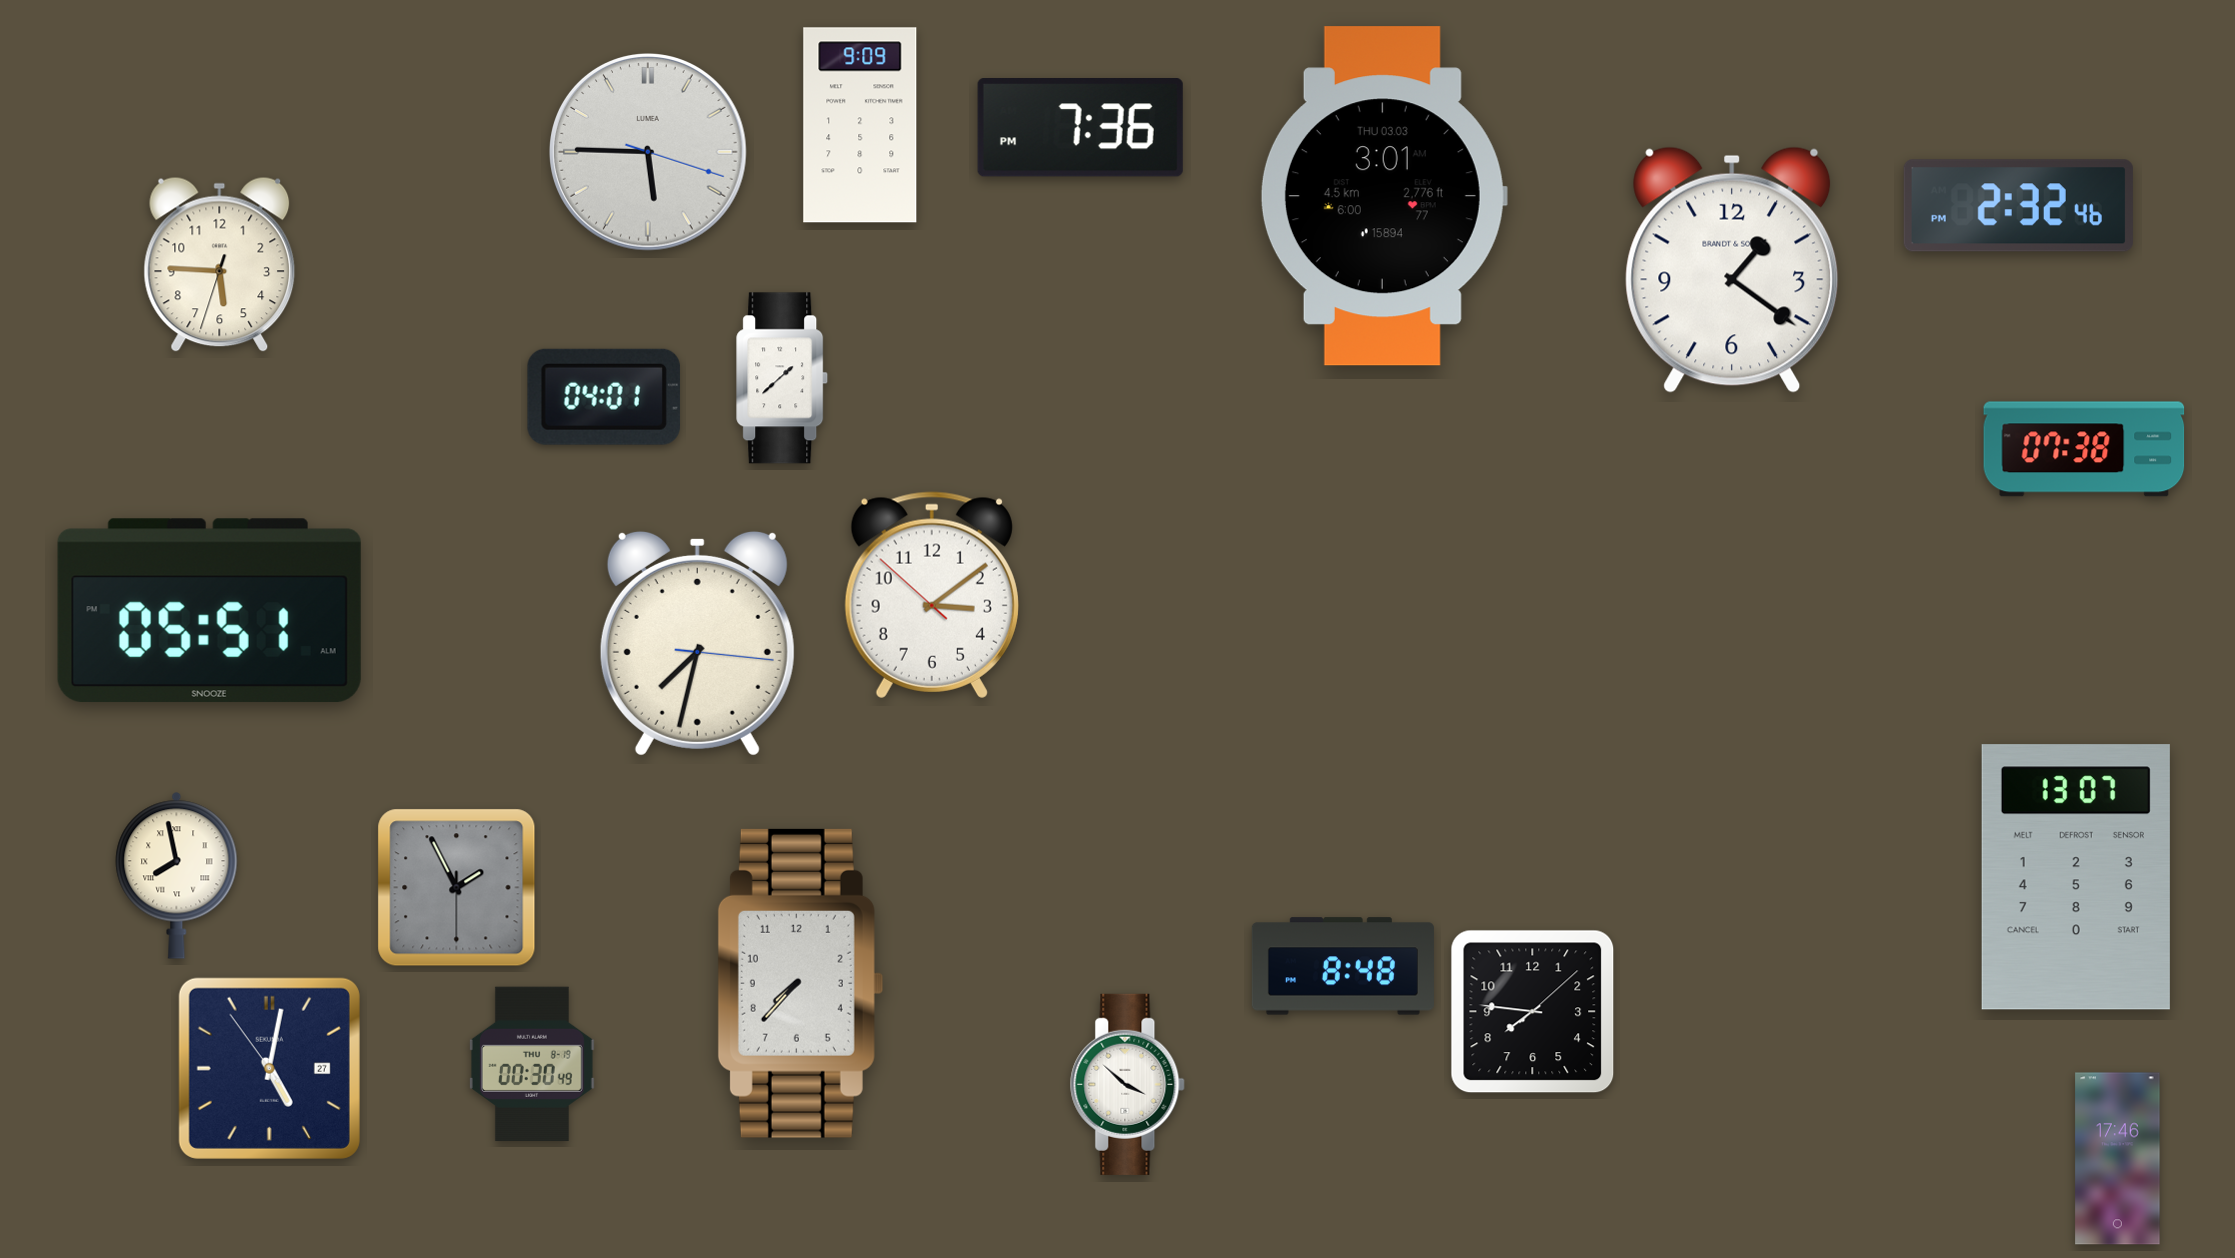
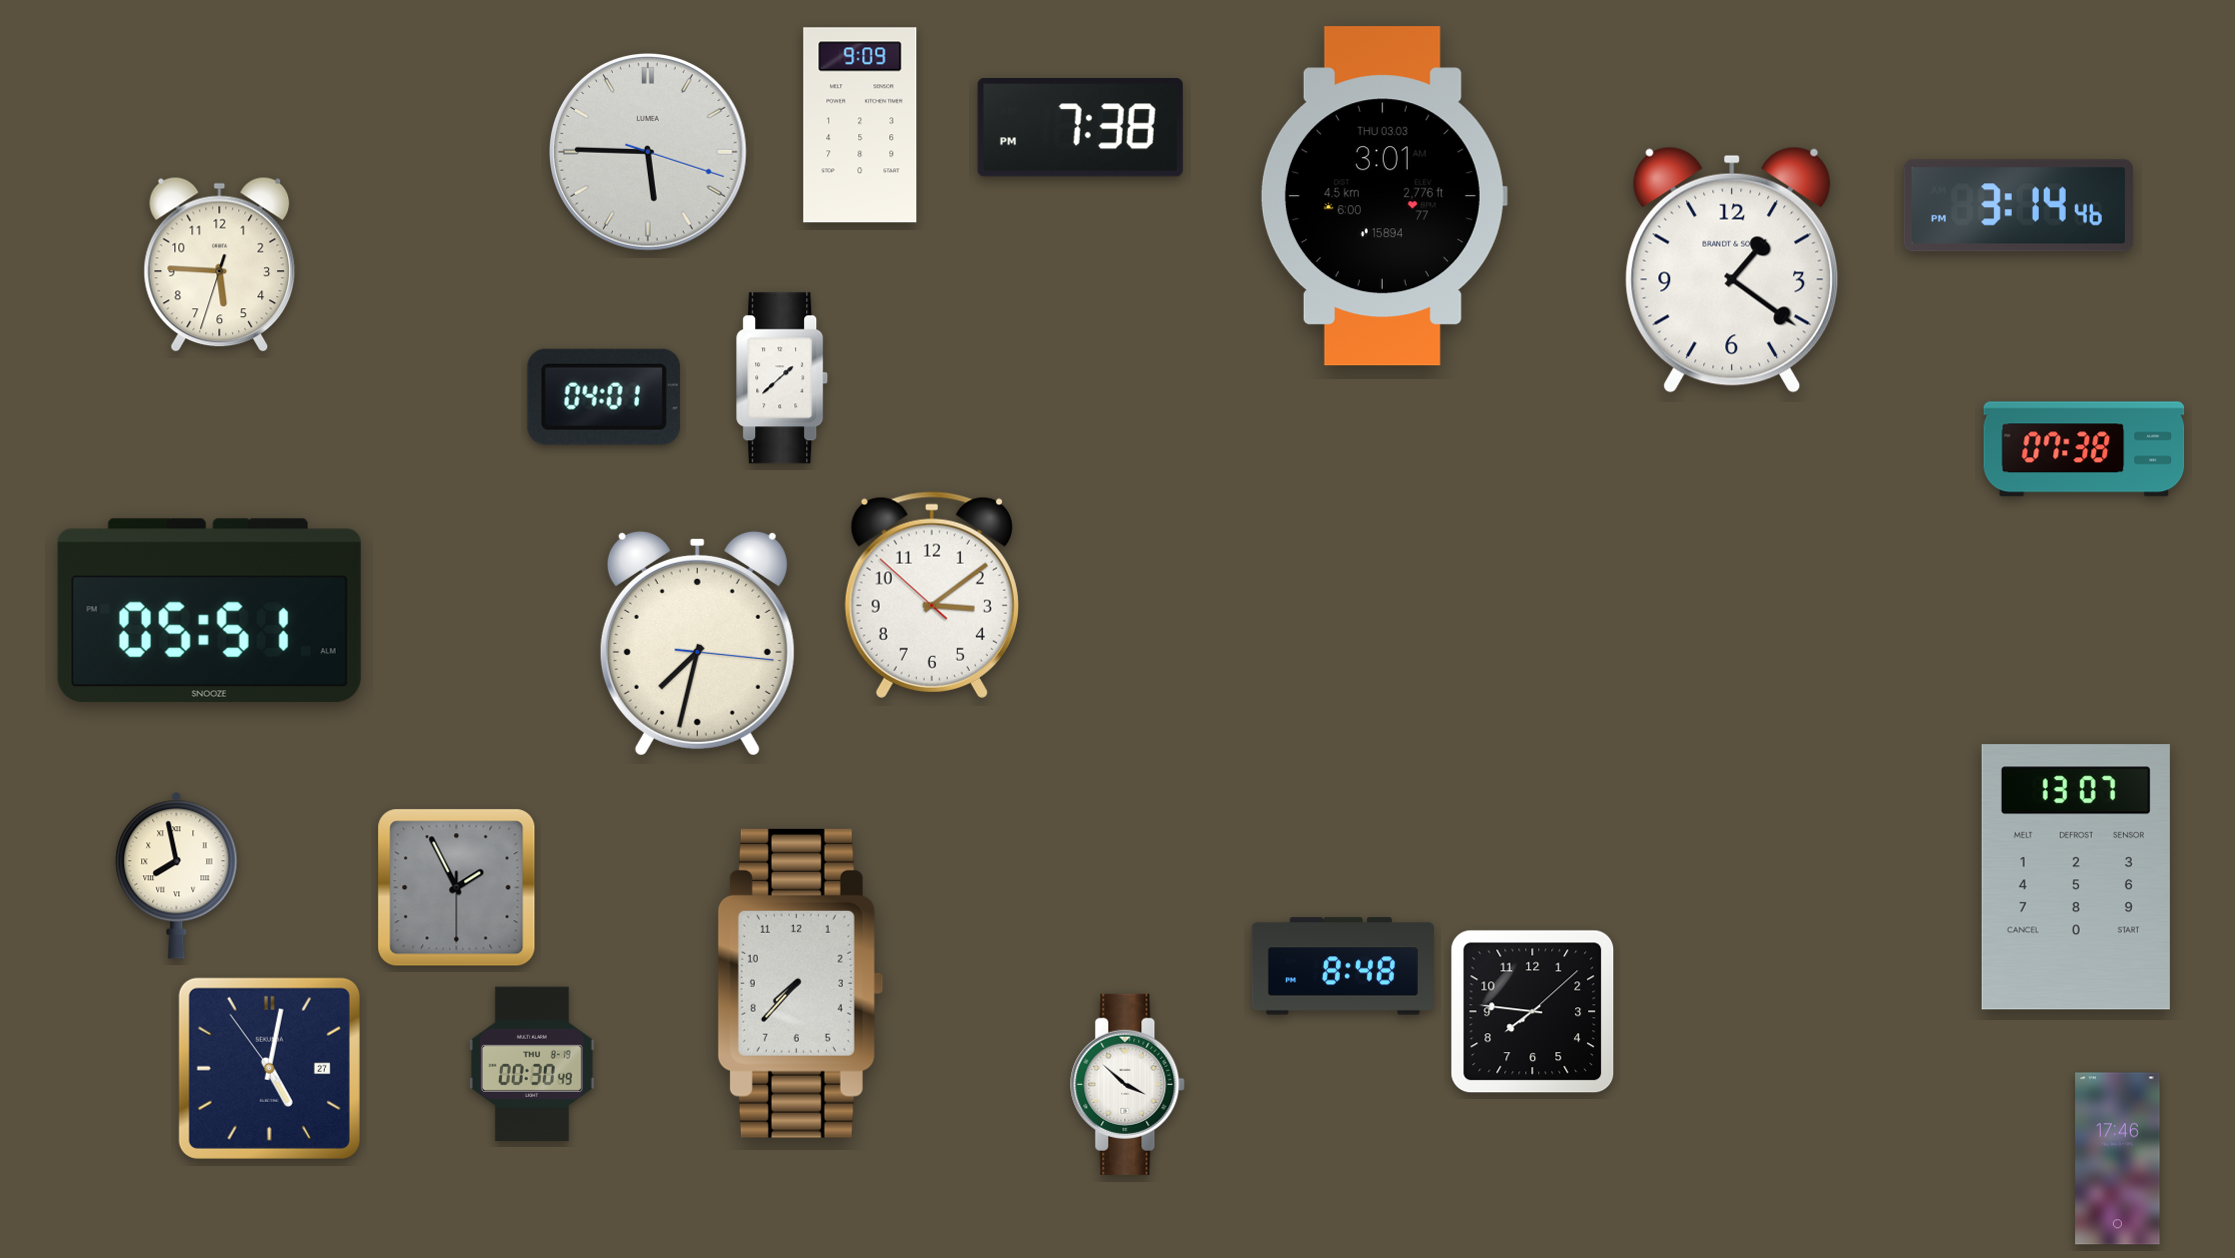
clock at (1080, 127): 7:36 -> 7:38
clock at (2018, 206): 2:32 -> 3:14
